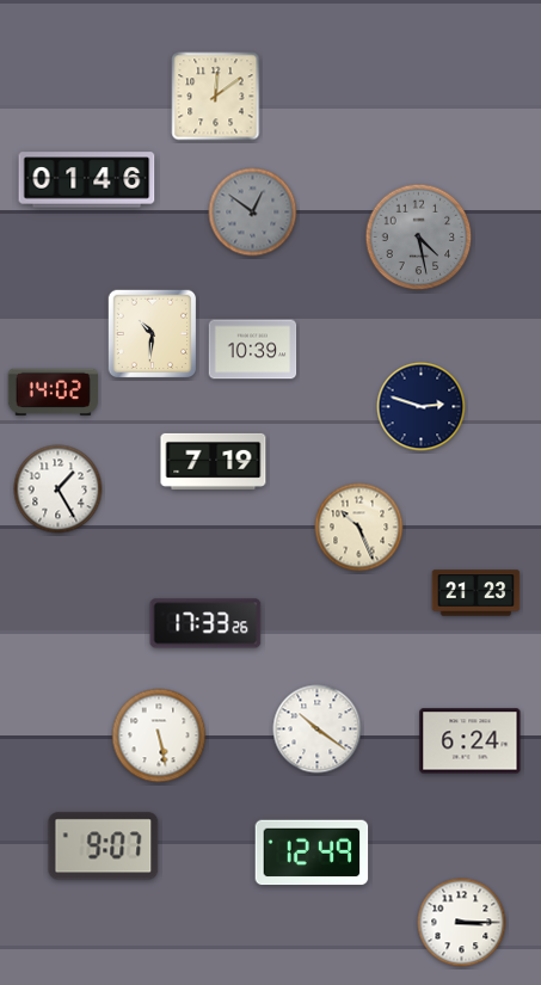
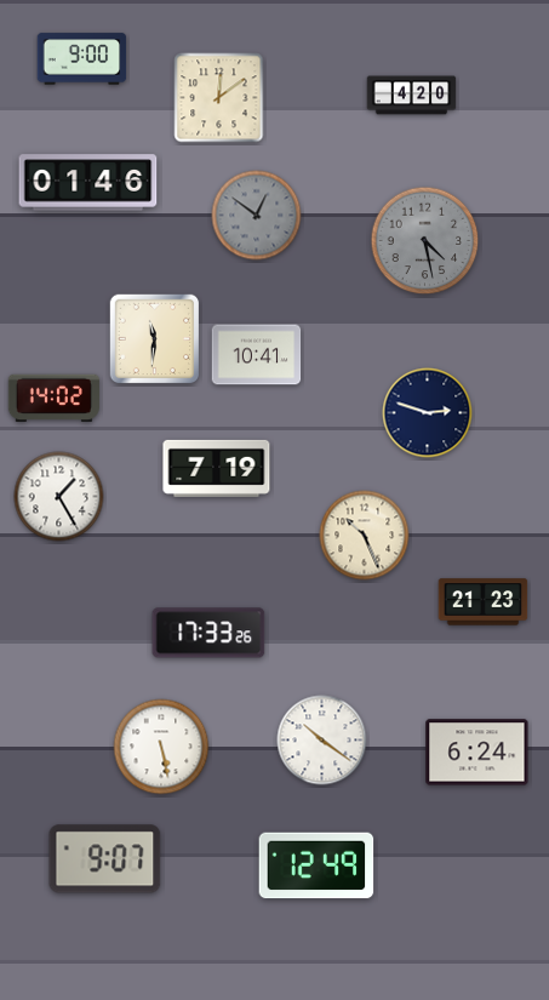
clock at (82, 59): none -> 9:00
clock at (412, 96): none -> 4:20
clock at (153, 334): 10:31 -> 11:31
clock at (253, 350): 10:39 -> 10:41
clock at (462, 923): 3:15 -> none
